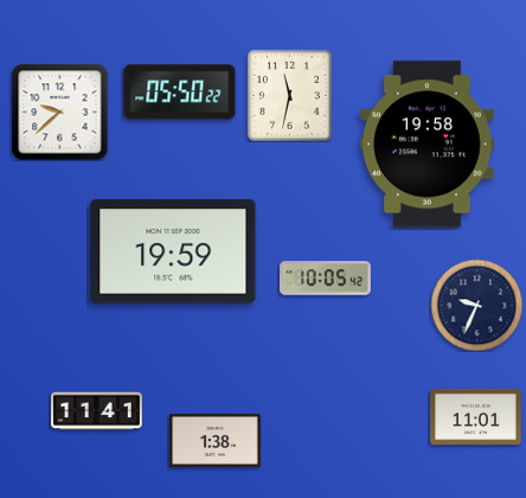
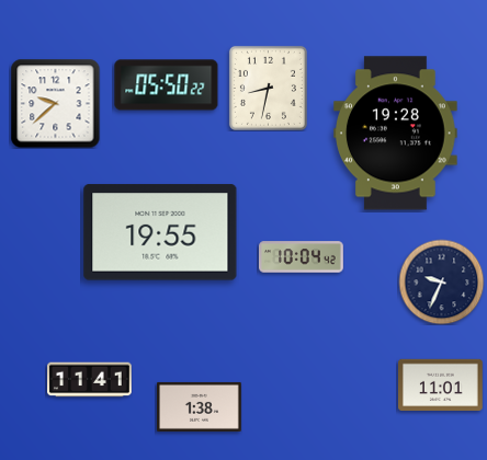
clock at (289, 95): 11:32 -> 8:32
clock at (428, 145): 19:58 -> 19:28
clock at (173, 251): 19:59 -> 19:55
clock at (326, 279): 10:05 -> 10:04
